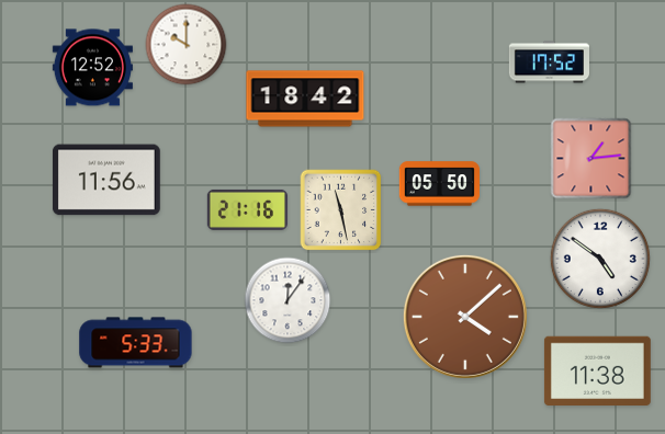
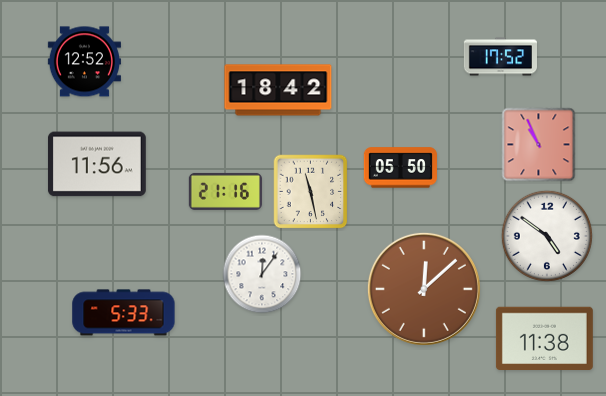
clock at (187, 45): 10:00 -> none
clock at (591, 159): 1:14 -> 10:56
clock at (465, 317): 4:08 -> 12:08
